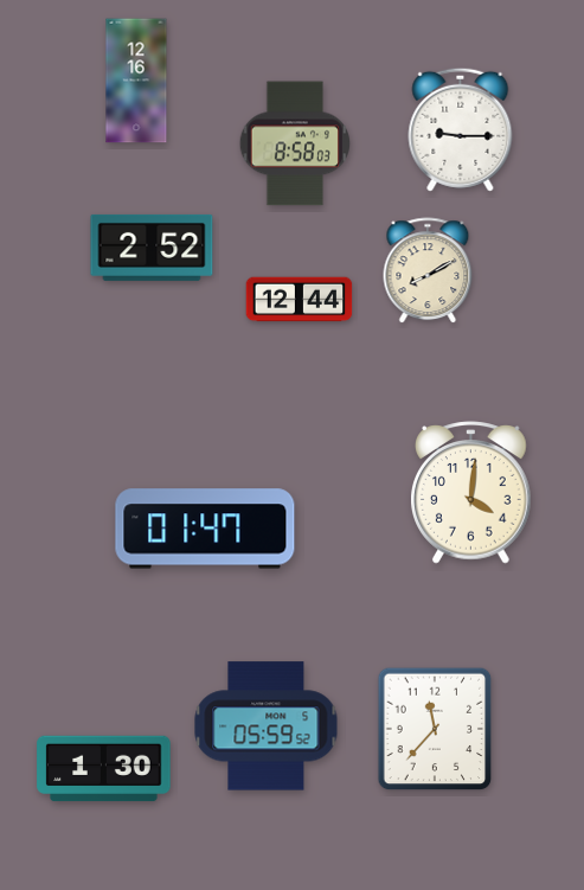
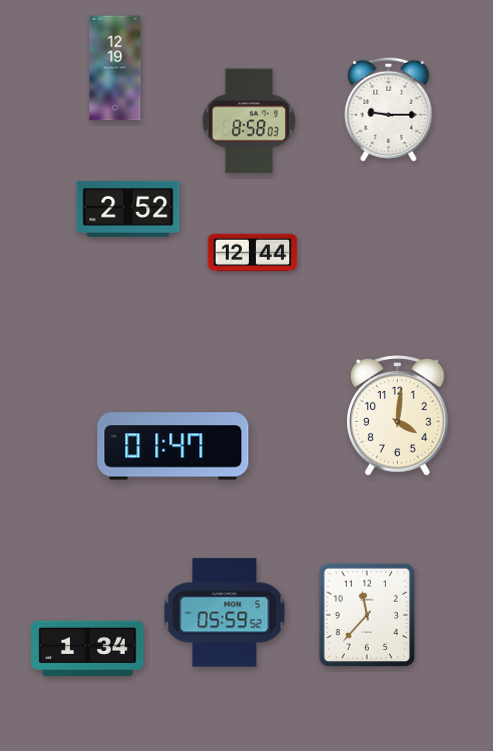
clock at (136, 81): 12:16 -> 12:19
clock at (428, 271): 8:10 -> none
clock at (104, 769): 1:30 -> 1:34
